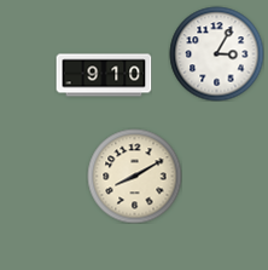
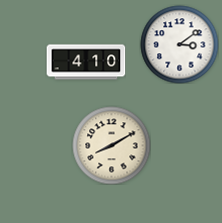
clock at (216, 53): 3:05 -> 3:09
clock at (104, 75): 9:10 -> 4:10
